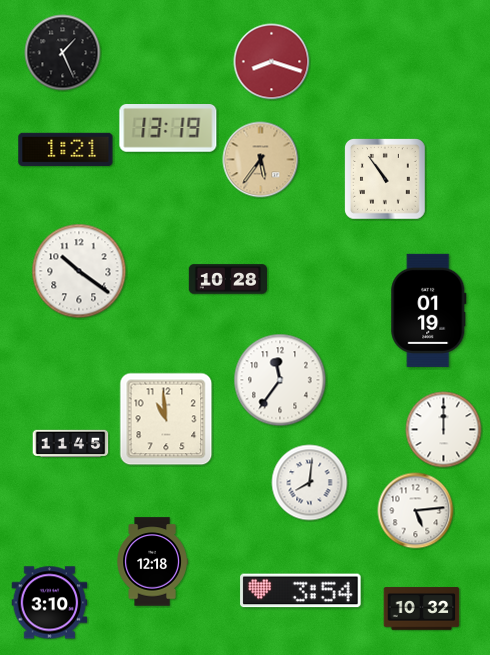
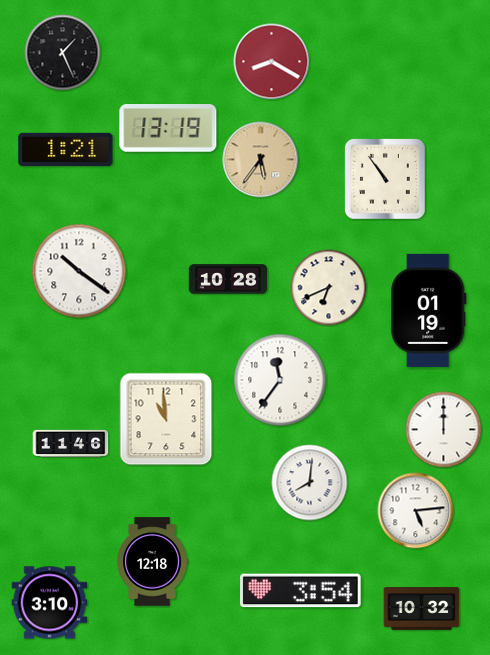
clock at (272, 62): 8:18 -> 8:20
clock at (329, 288): none -> 6:41
clock at (71, 444): 11:45 -> 11:46
